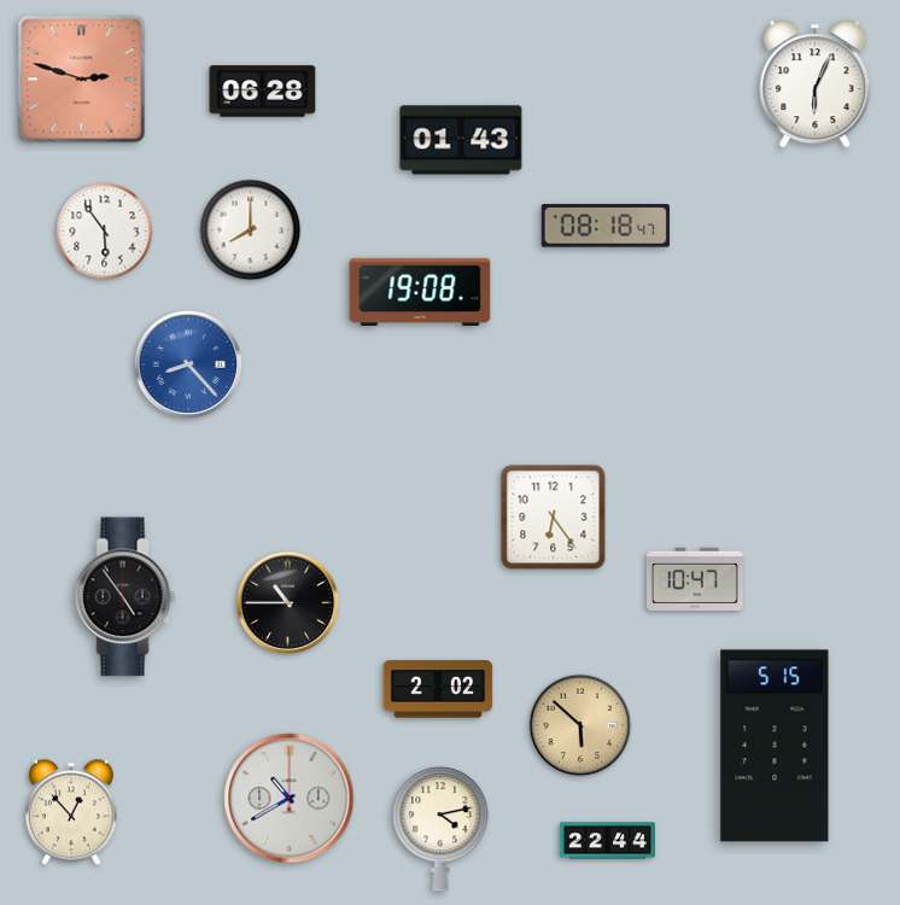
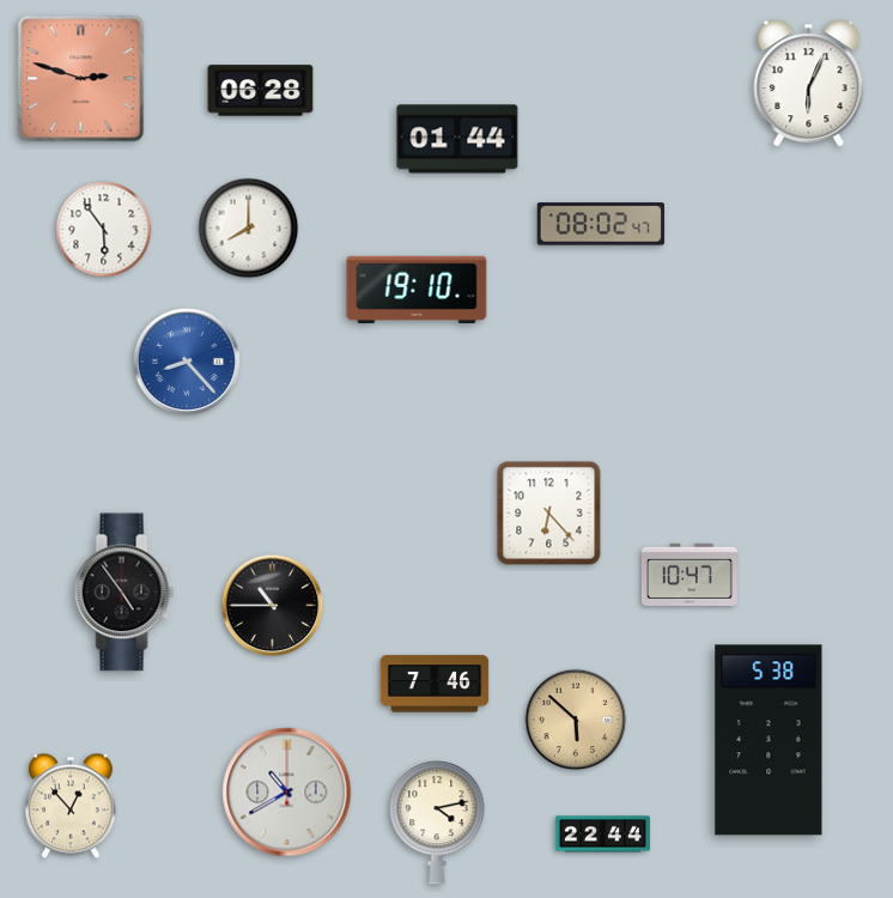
clock at (461, 140): 01:43 -> 01:44
clock at (606, 226): 08:18 -> 08:02
clock at (420, 292): 19:08 -> 19:10
clock at (554, 518): 6:24 -> 6:23
clock at (288, 603) position: (288, 603) -> (273, 606)
clock at (438, 689): 2:02 -> 7:46
clock at (775, 746): 5:15 -> 5:38
